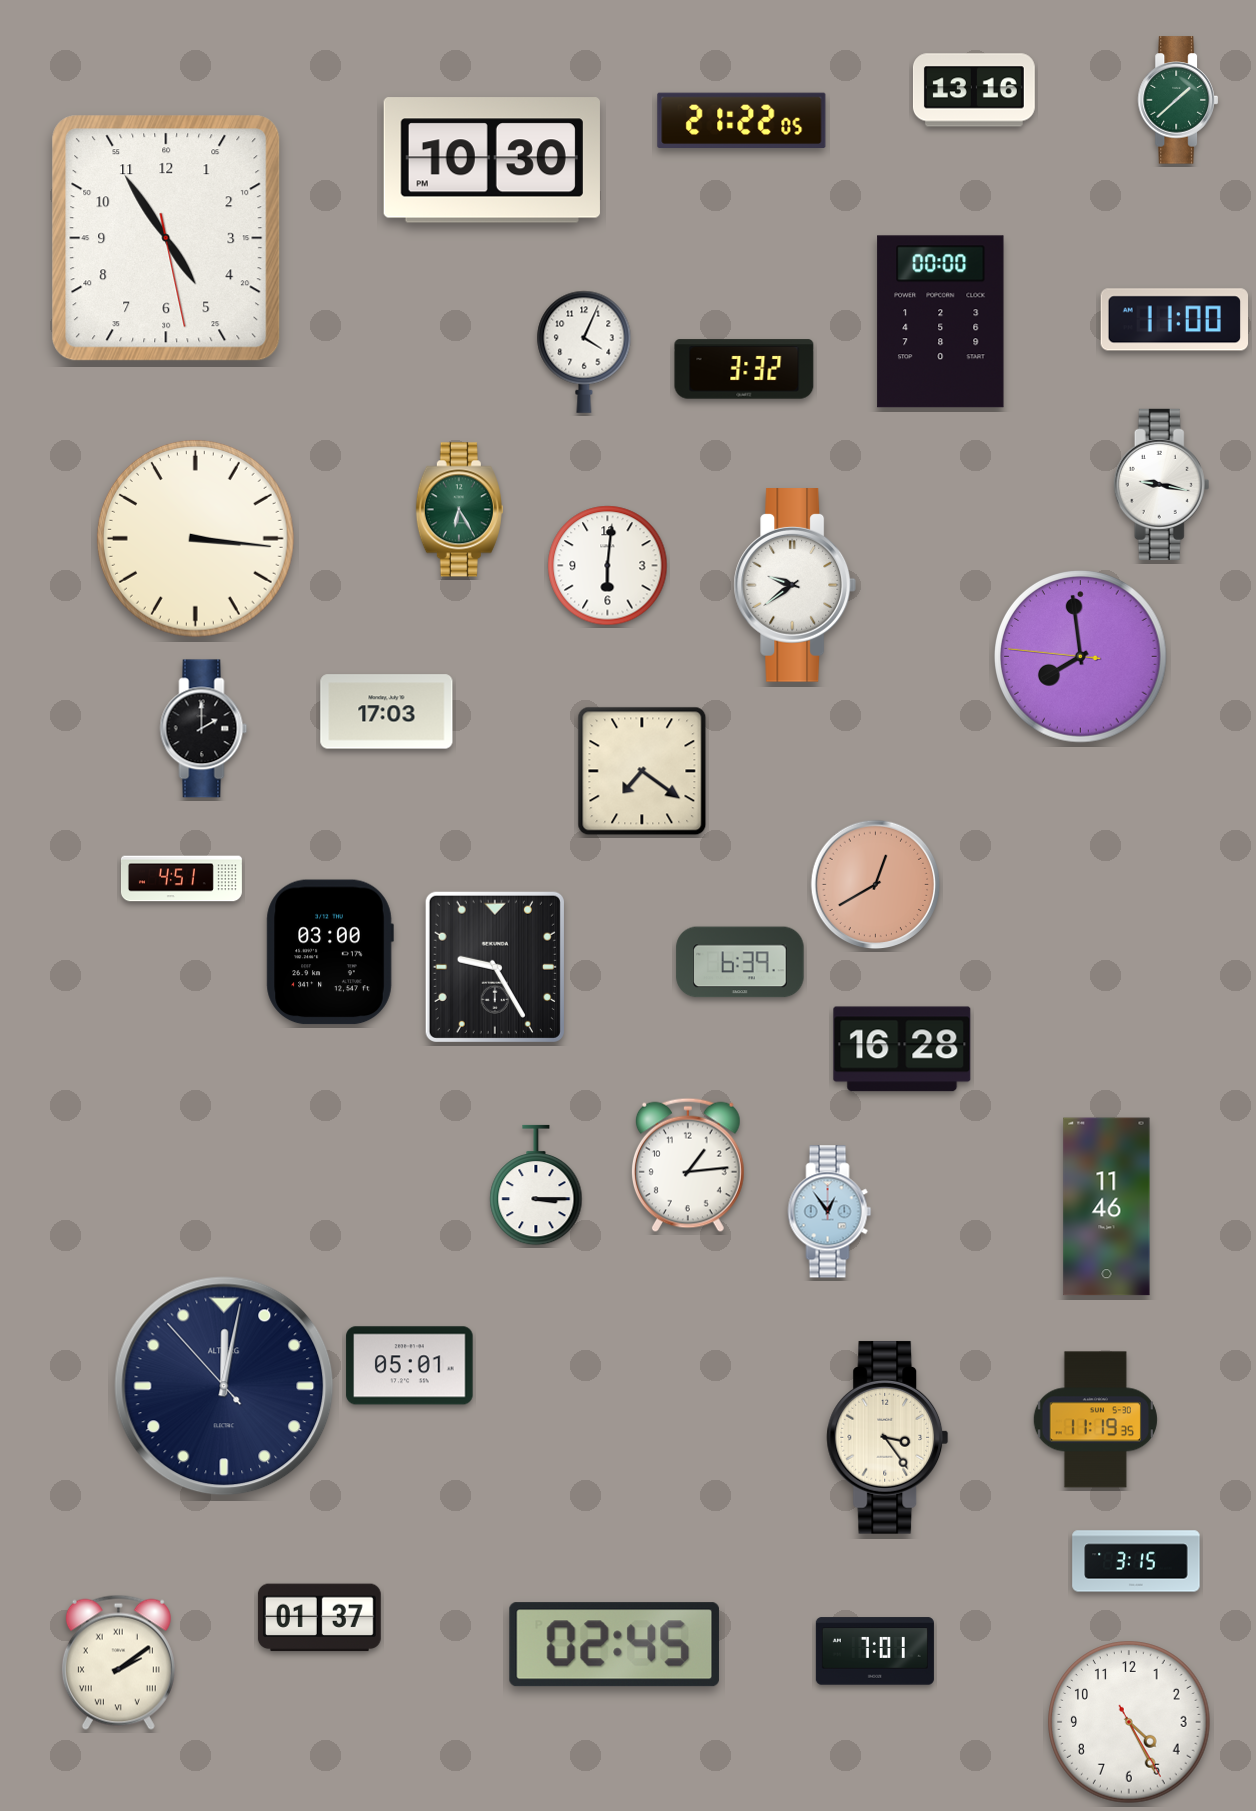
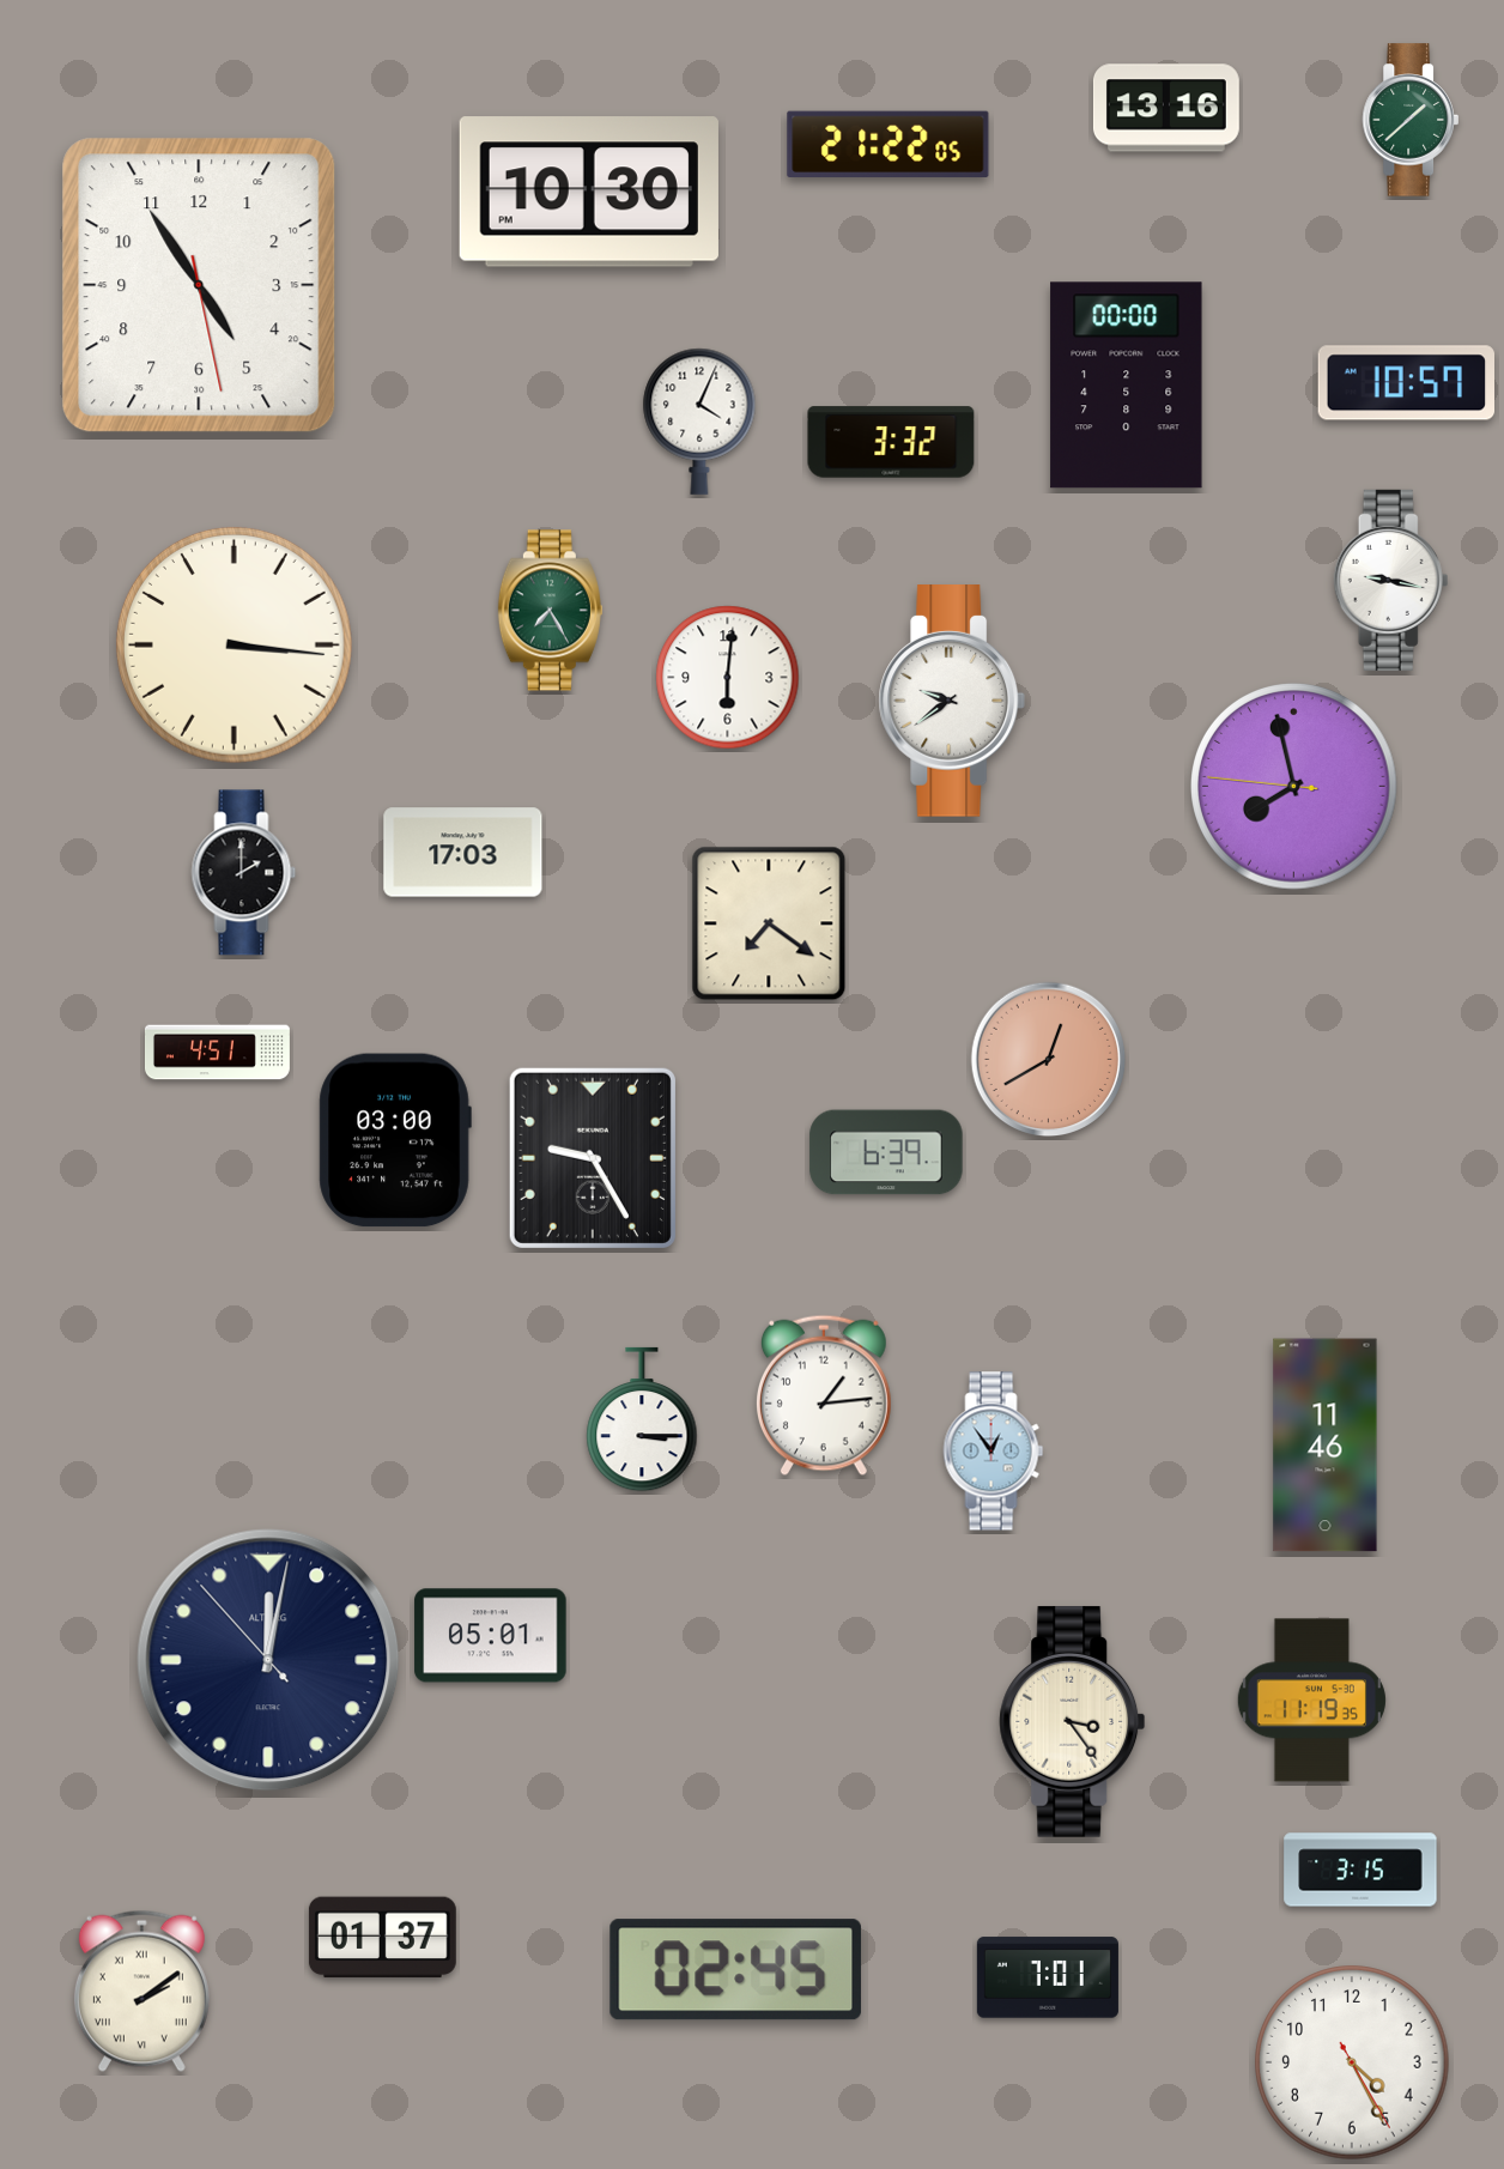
clock at (1175, 320): 11:00 -> 10:57
clock at (459, 510): 6:25 -> 7:25
clock at (1081, 657): 7:58 -> 7:57
clock at (902, 1049): 16:28 -> none
clock at (888, 1437) position: (888, 1437) -> (1073, 1721)
